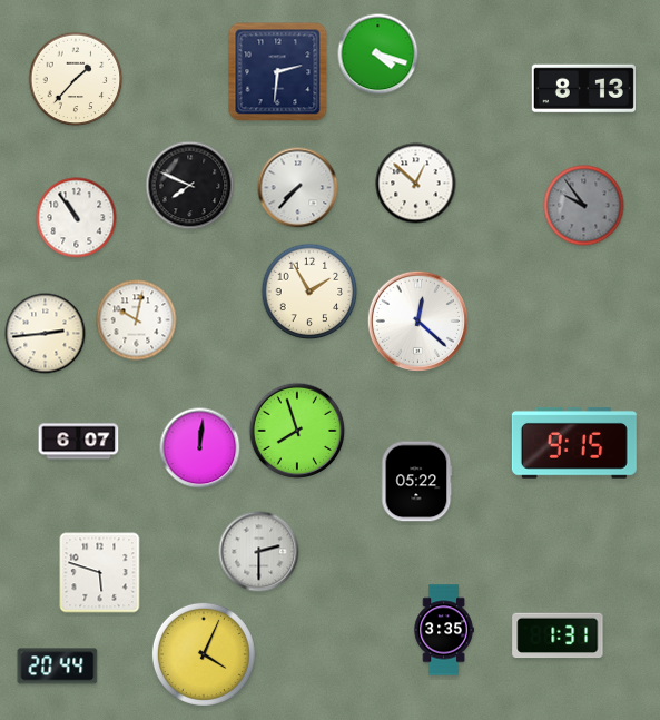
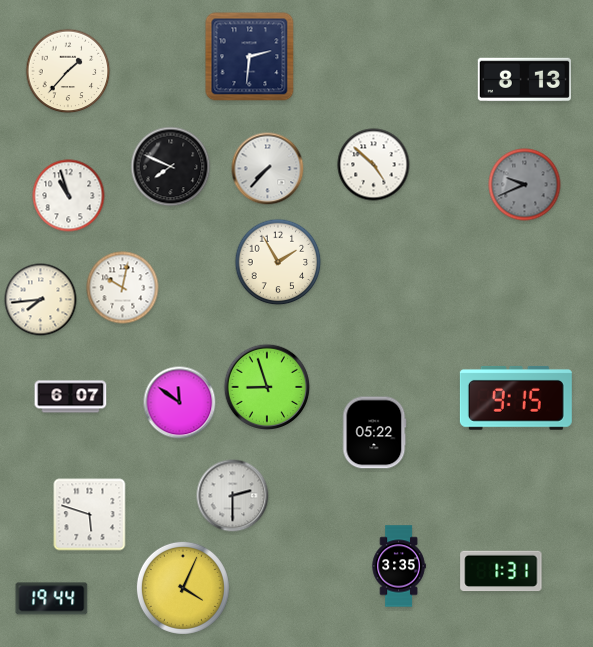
clock at (378, 55): 4:18 -> none
clock at (278, 72) position: (278, 72) -> (250, 57)
clock at (416, 184): 12:52 -> 4:52
clock at (584, 206): 9:54 -> 9:41
clock at (77, 218): 10:54 -> 10:57
clock at (417, 320): 12:22 -> none
clock at (46, 334): 2:44 -> 7:44
clock at (297, 431): 7:57 -> 8:57
clock at (200, 448): 12:01 -> 11:51
clock at (58, 667): 20:44 -> 19:44
